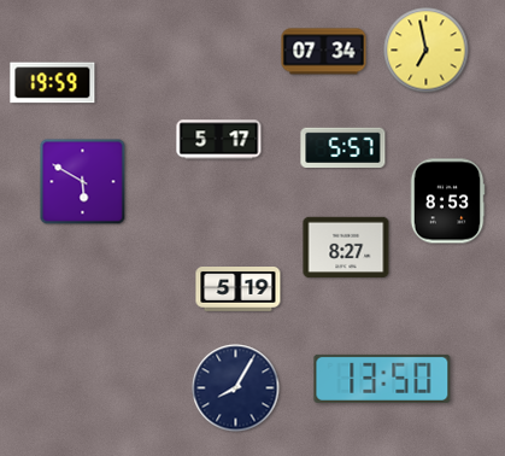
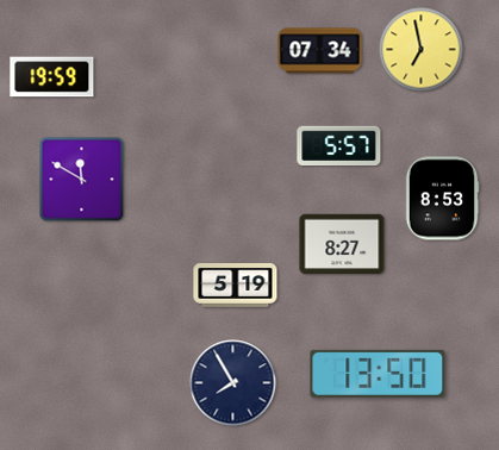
clock at (53, 83) position: (53, 83) -> (52, 77)
clock at (219, 140): 5:17 -> none
clock at (83, 182): 5:50 -> 11:50
clock at (236, 388): 8:05 -> 7:55
